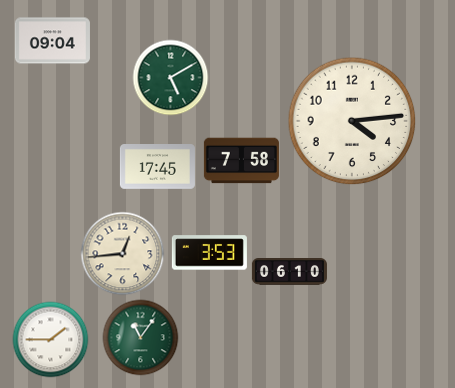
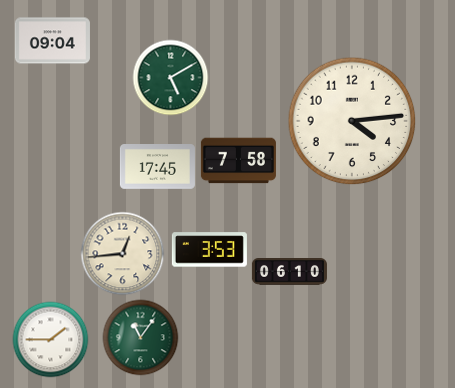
clock at (241, 161) position: (241, 161) -> (238, 161)
clock at (209, 253) position: (209, 253) -> (209, 250)
